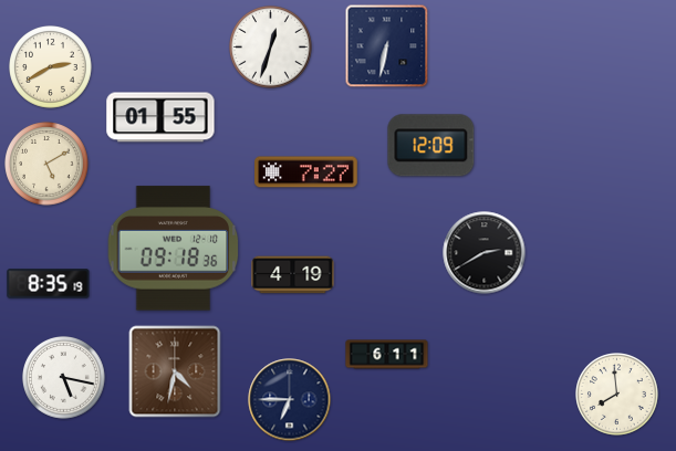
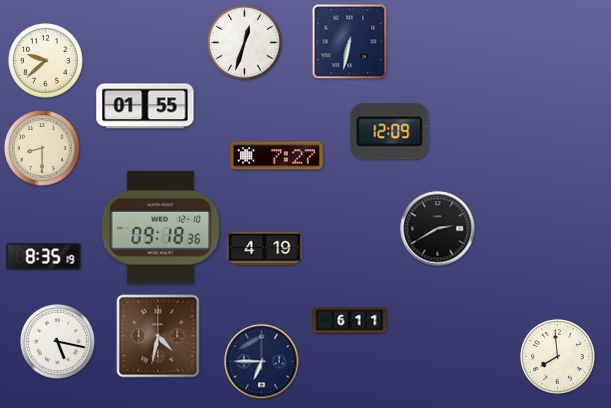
clock at (51, 67): 2:40 -> 9:38
clock at (46, 164): 5:10 -> 8:30
clock at (174, 249) position: (174, 249) -> (161, 228)
